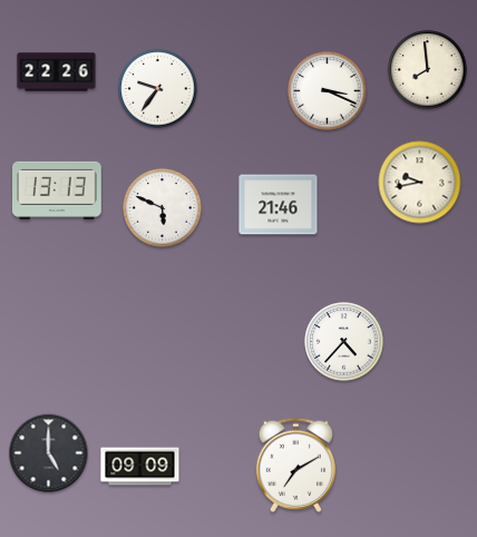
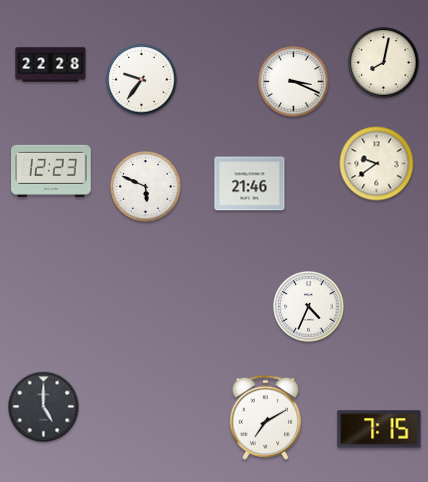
clock at (428, 70): 7:59 -> 8:02
clock at (57, 72): 22:26 -> 22:28
clock at (420, 183): 9:43 -> 9:39
clock at (58, 191): 13:13 -> 12:23
clock at (344, 342): 4:37 -> 4:34
clock at (140, 467): 09:09 -> none
clock at (379, 429): none -> 7:15
